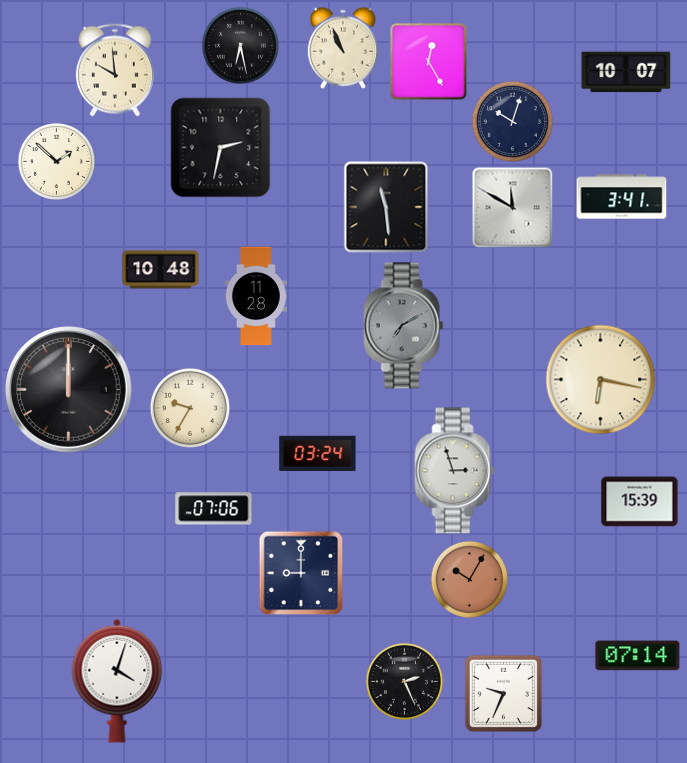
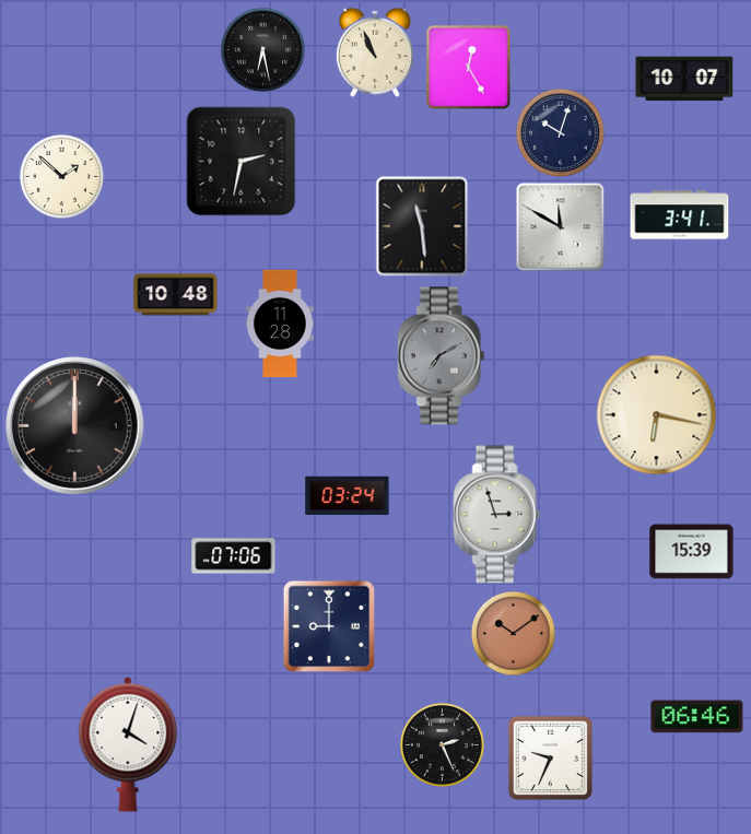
clock at (115, 70): 9:59 -> none
clock at (190, 408): 9:35 -> none
clock at (640, 502) position: (640, 502) -> (692, 552)
clock at (469, 579): 10:05 -> 10:09
clock at (638, 656): 07:14 -> 06:46
